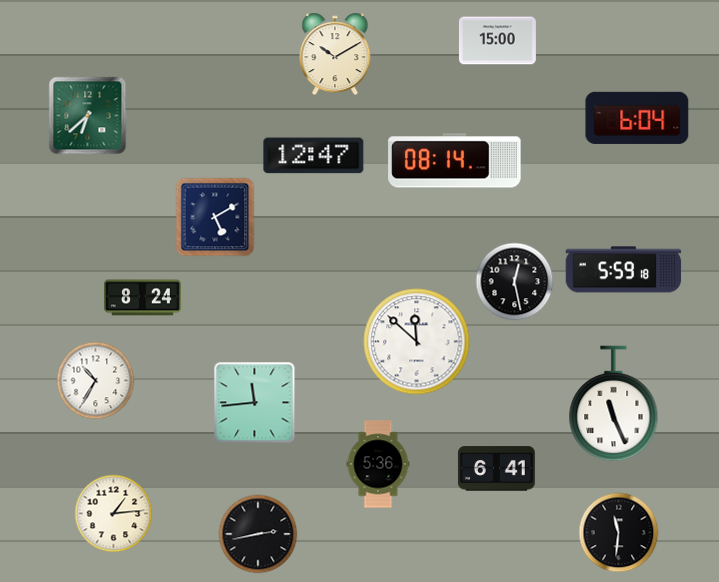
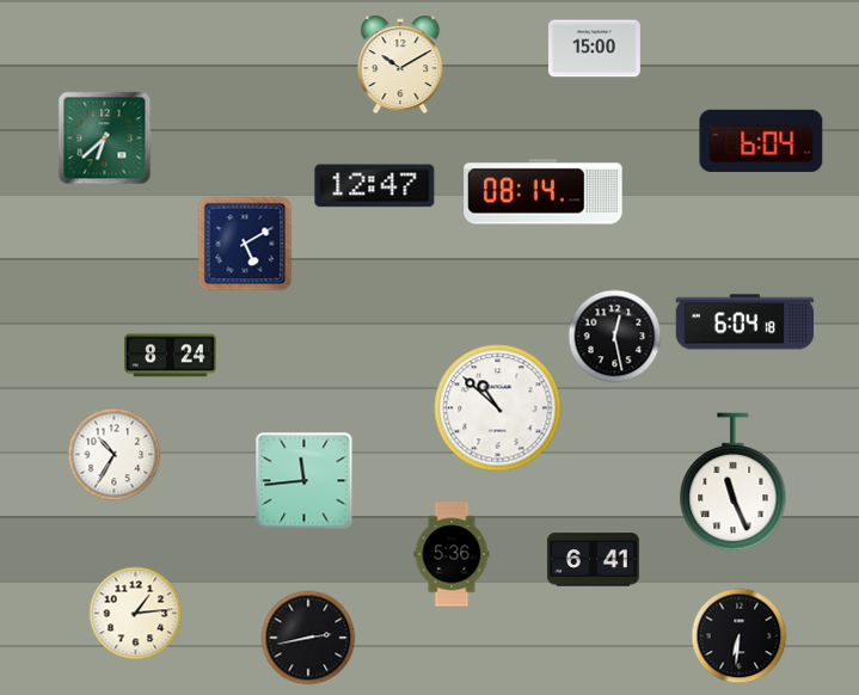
clock at (215, 217) position: (215, 217) -> (245, 244)
clock at (624, 270): 5:59 -> 6:04
clock at (417, 342): 11:52 -> 10:52
clock at (618, 532): 11:31 -> 6:31
